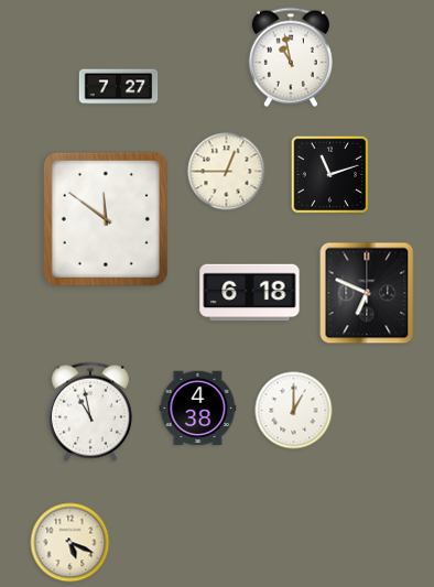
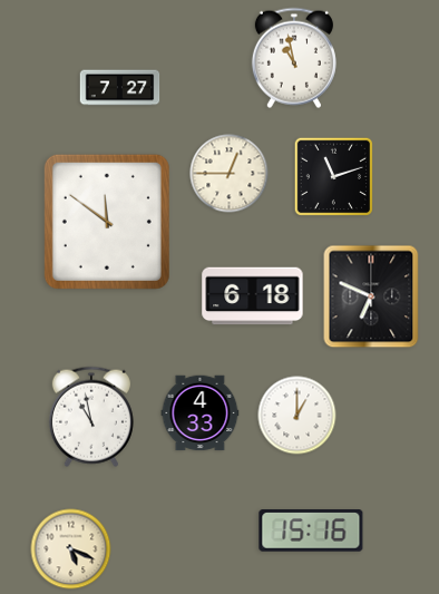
clock at (198, 409): 4:38 -> 4:33
clock at (311, 530): none -> 15:16
